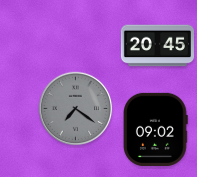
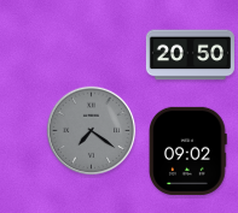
clock at (157, 46): 20:45 -> 20:50
clock at (156, 129) position: (156, 129) -> (188, 150)
